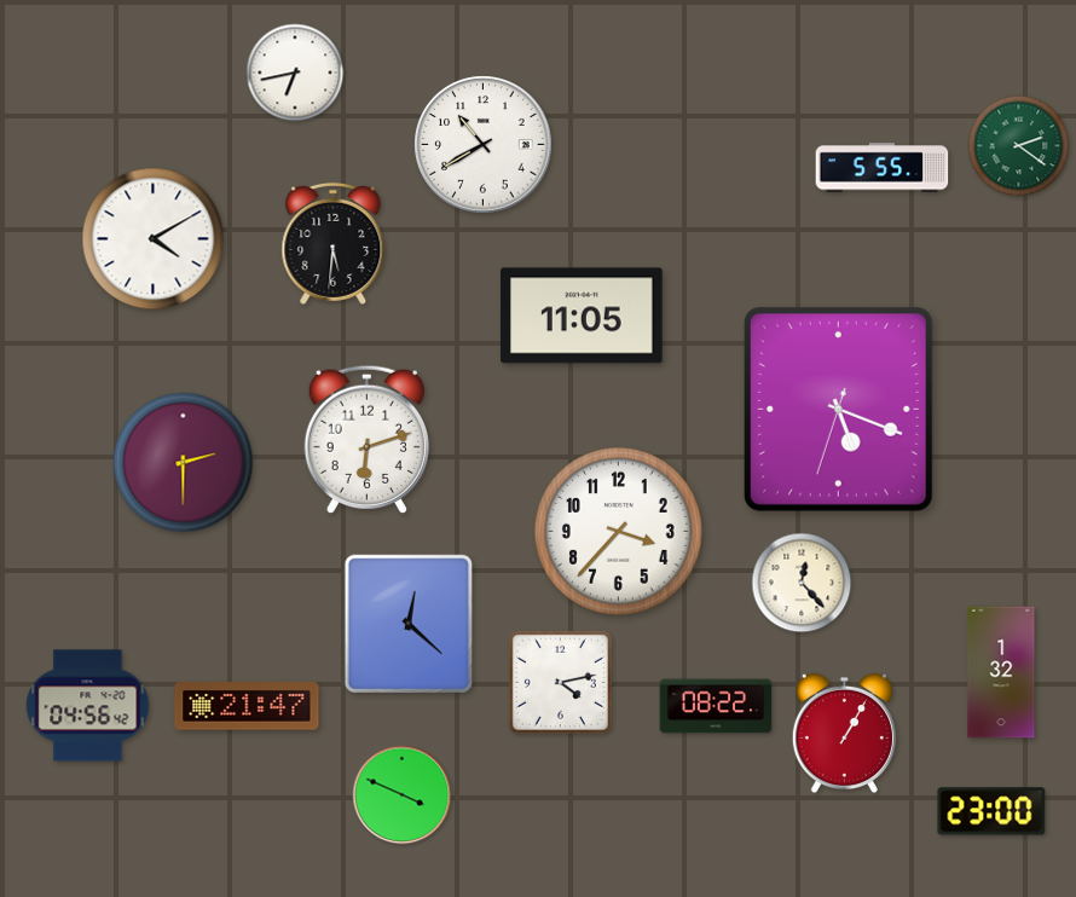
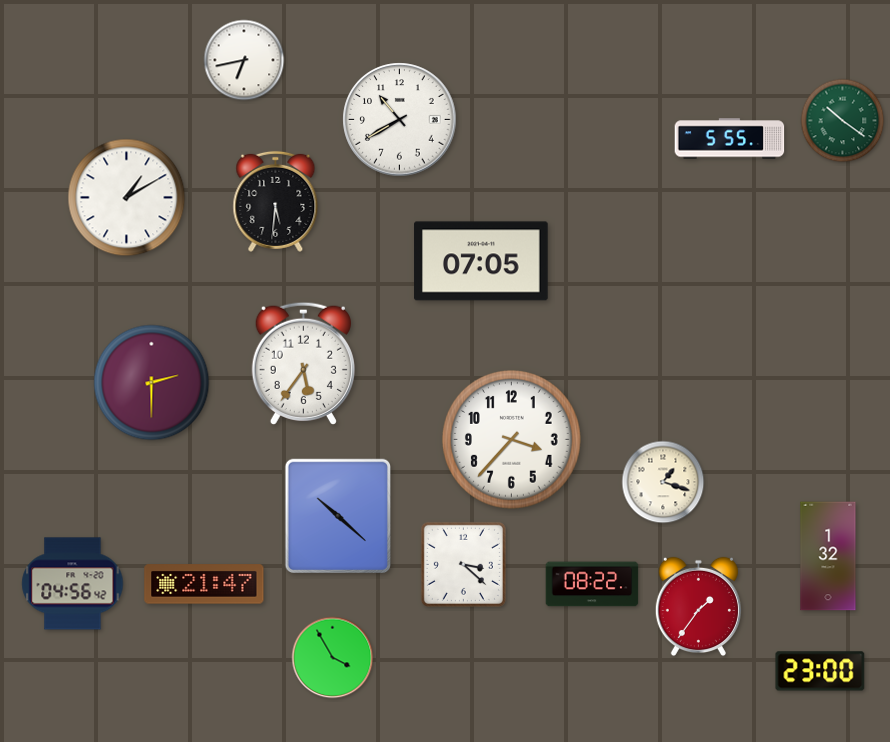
clock at (1019, 146): 2:21 -> 10:21
clock at (154, 239): 4:10 -> 1:10
clock at (582, 316): 11:05 -> 07:05
clock at (838, 409): 5:18 -> none
clock at (366, 439): 6:12 -> 5:36
clock at (802, 583): 12:23 -> 1:18
clock at (407, 623): 12:22 -> 10:22
clock at (560, 682): 4:13 -> 3:22
clock at (844, 734): 1:05 -> 1:36
clock at (403, 795): 3:49 -> 3:55
